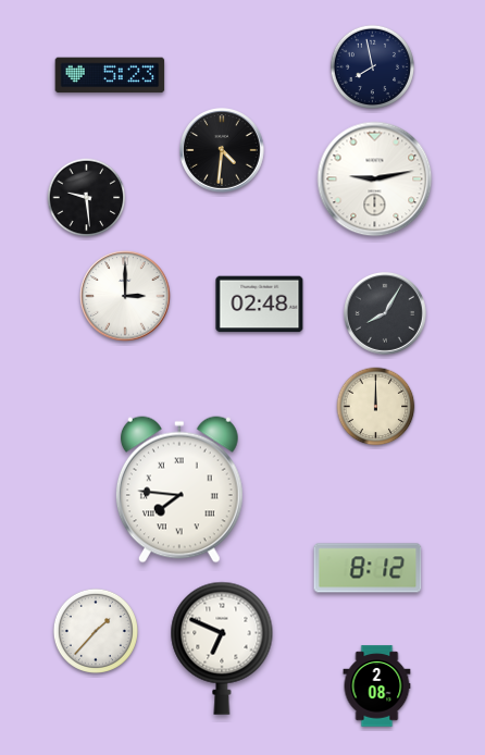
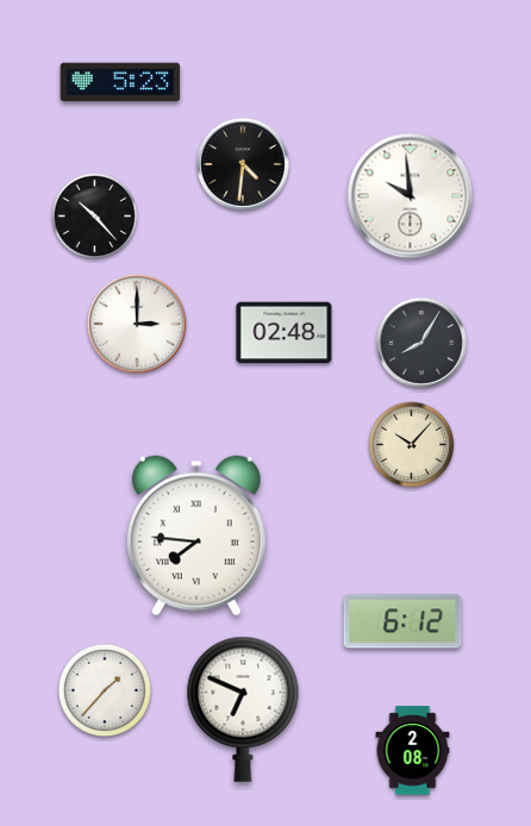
clock at (372, 66): 7:58 -> none
clock at (375, 180): 9:13 -> 9:59
clock at (87, 198): 9:29 -> 10:23
clock at (376, 407): 12:00 -> 10:07
clock at (368, 568): 8:12 -> 6:12
